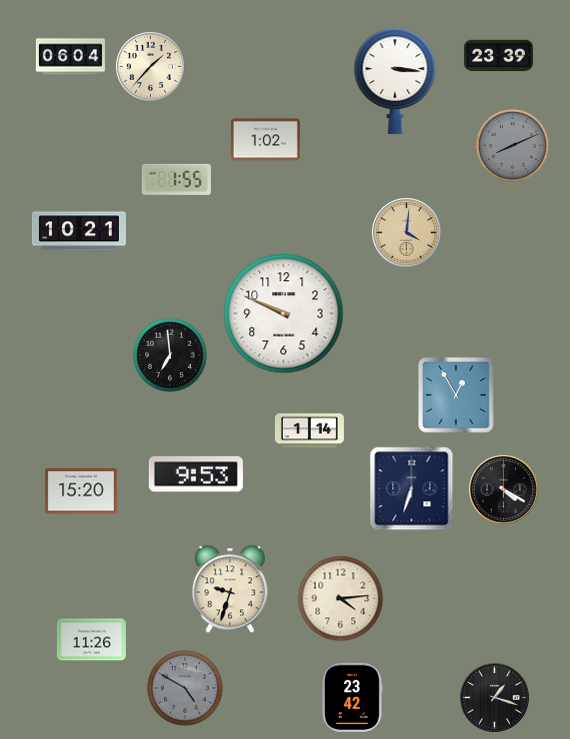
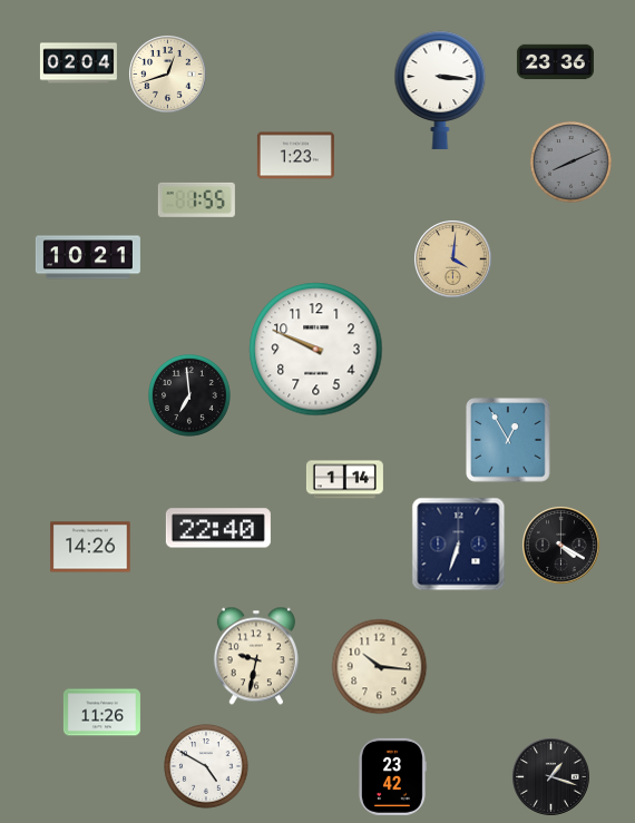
clock at (498, 56): 23:39 -> 23:36
clock at (70, 57): 06:04 -> 02:04
clock at (151, 67): 1:37 -> 12:42
clock at (265, 140): 1:02 -> 1:23
clock at (196, 474): 9:53 -> 22:40
clock at (81, 491): 15:20 -> 14:26
clock at (230, 589): 9:33 -> 9:32
clock at (341, 599): 4:14 -> 10:16
clock at (185, 688) dial: grey -> white
